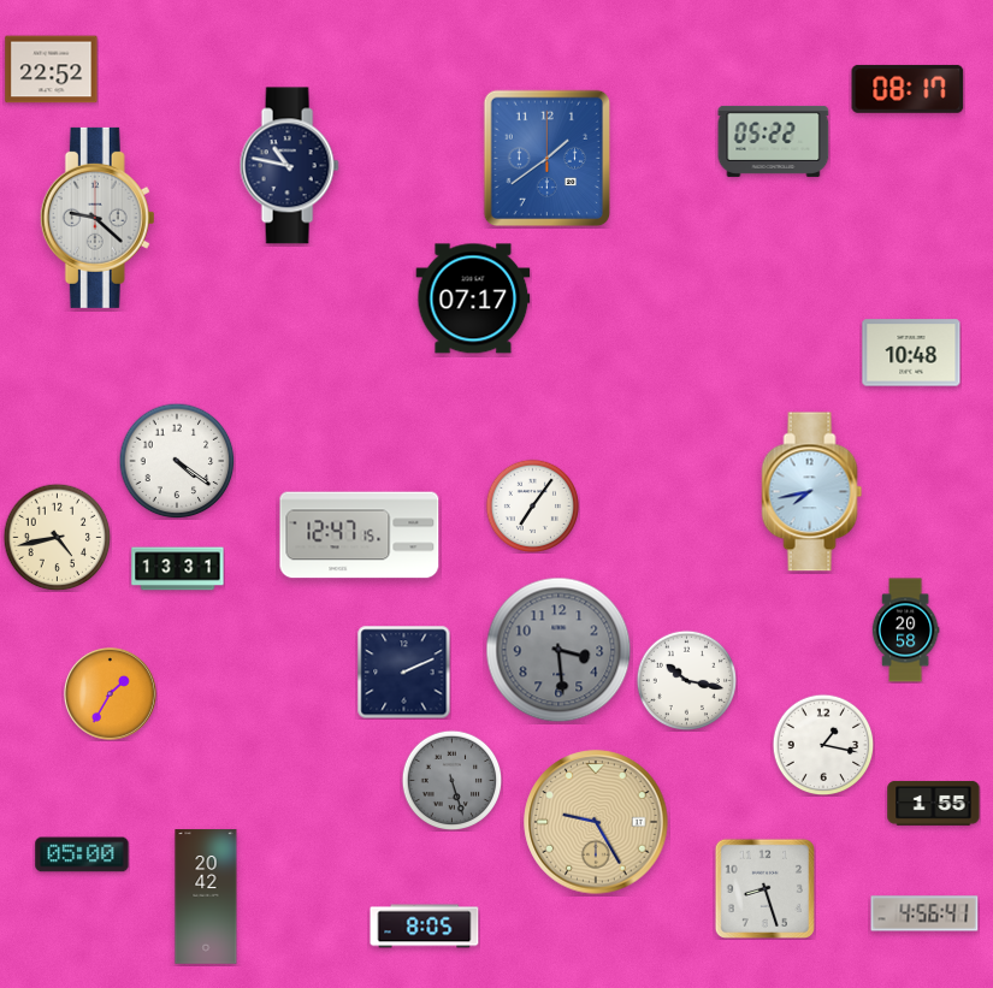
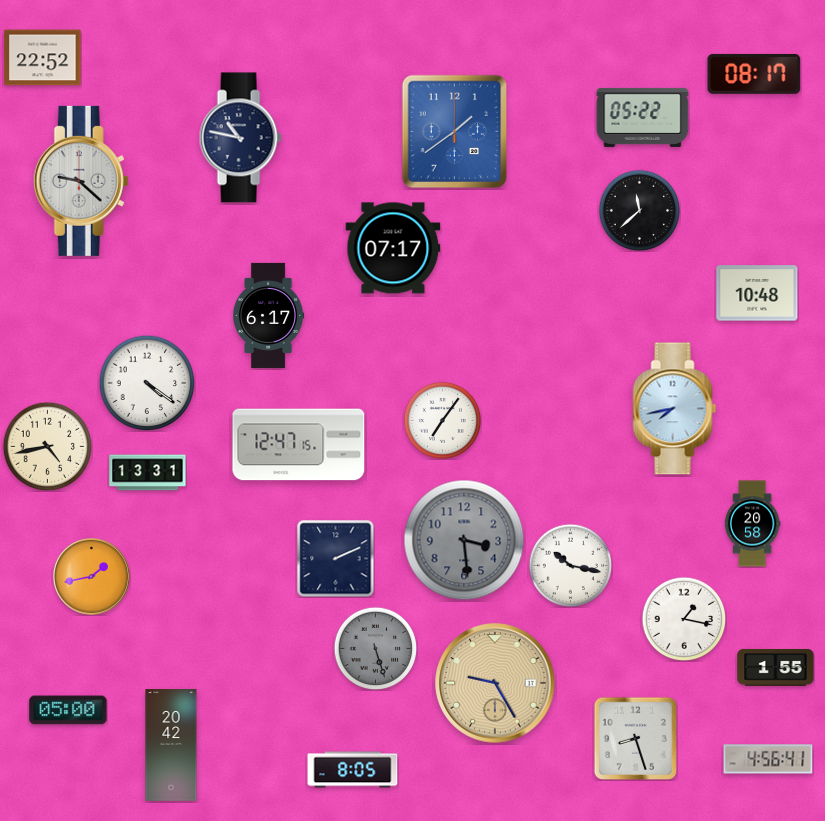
clock at (639, 210): none -> 11:38
clock at (269, 315): none -> 6:17
clock at (110, 693): 1:35 -> 1:43
